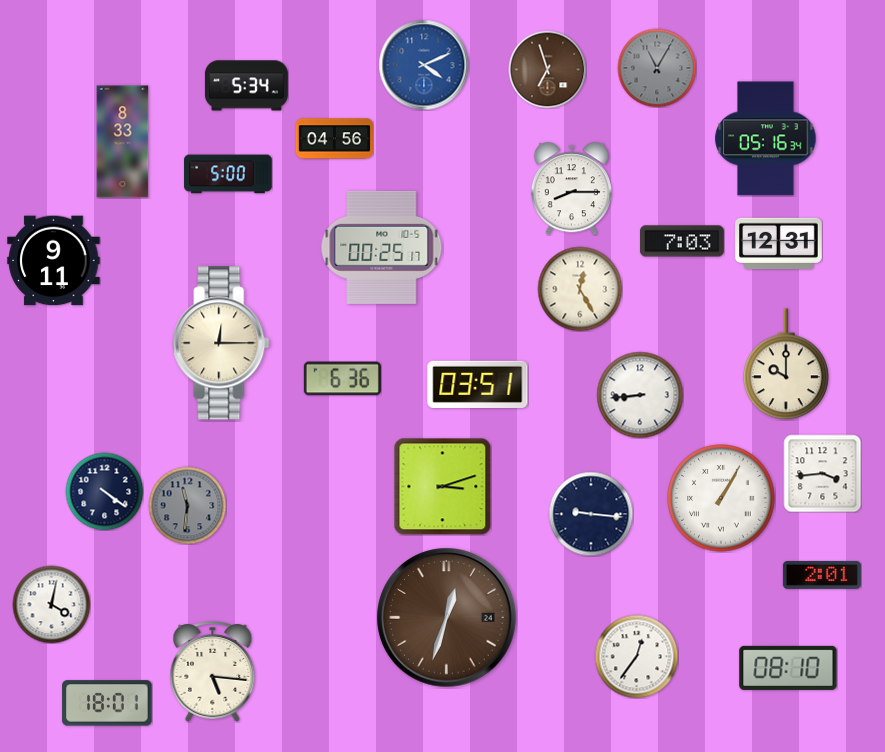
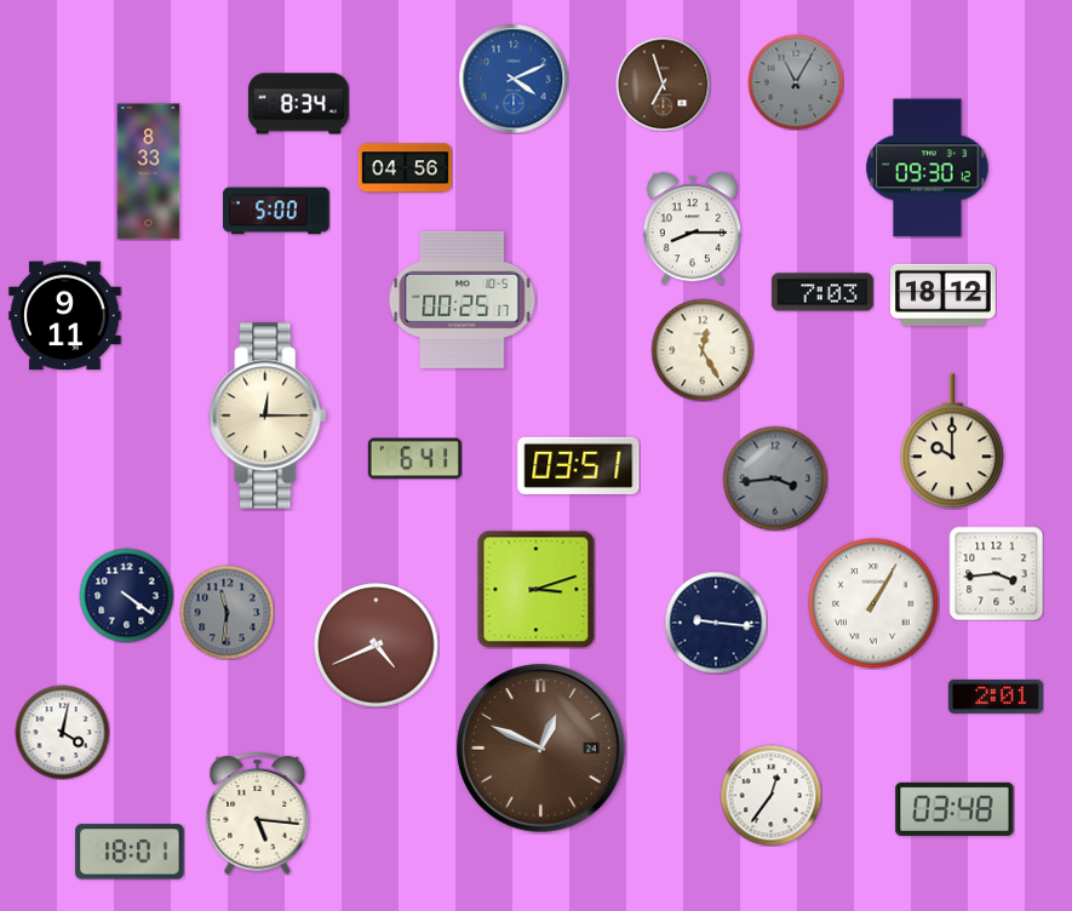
clock at (246, 86): 5:34 -> 8:34
clock at (766, 139): 05:16 -> 09:30
clock at (682, 241) position: (682, 241) -> (822, 292)
clock at (779, 243): 12:31 -> 18:12
clock at (342, 379): 6:36 -> 6:41
clock at (640, 395): 8:44 -> 3:44
clock at (640, 395) dial: white -> grey
clock at (377, 646): none -> 4:41
clock at (447, 618): 12:33 -> 12:49
clock at (788, 668): 08:10 -> 03:48
